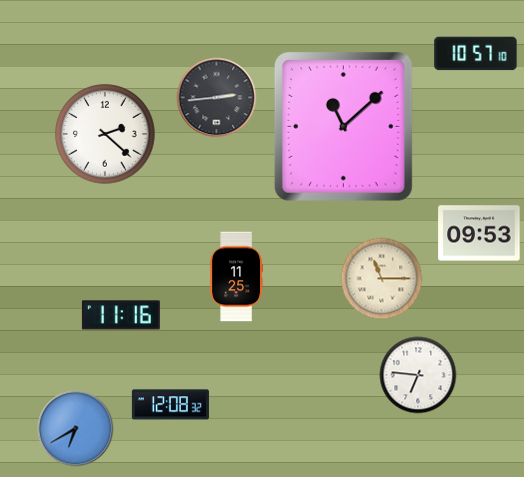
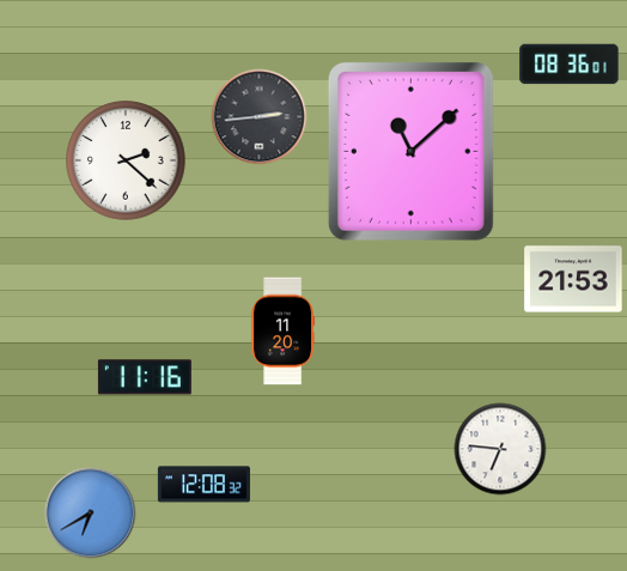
clock at (476, 54): 10:57 -> 08:36
clock at (479, 233): 09:53 -> 21:53
clock at (236, 277): 11:25 -> 11:20
clock at (382, 279): 11:15 -> none
